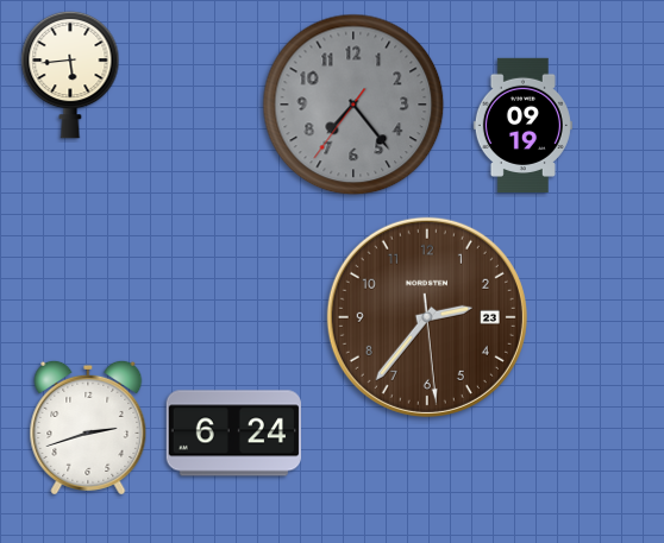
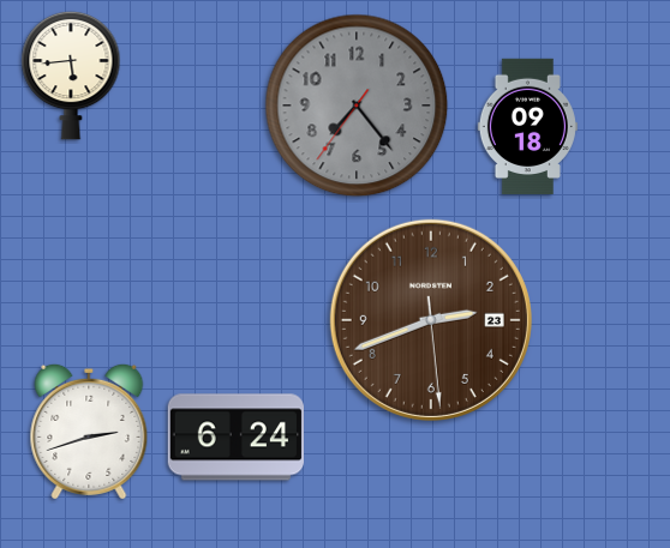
clock at (522, 125): 09:19 -> 09:18
clock at (427, 317): 2:36 -> 2:41
